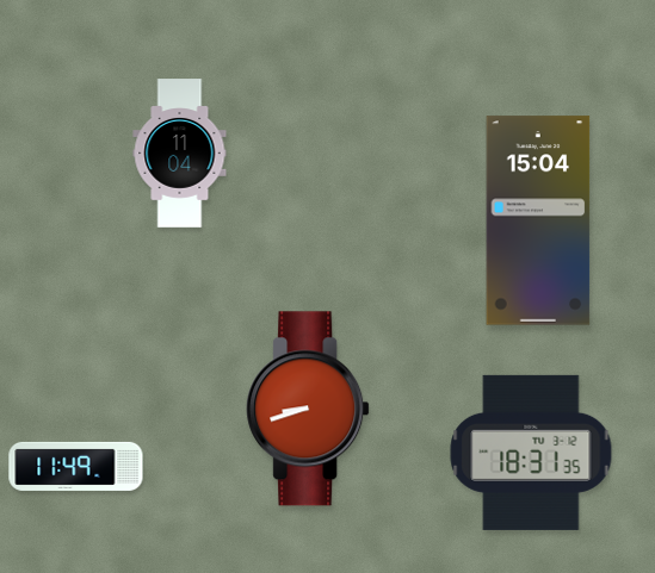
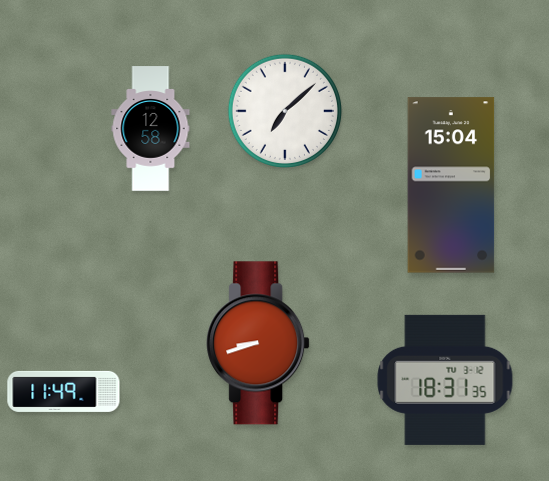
clock at (285, 111): none -> 7:08
clock at (180, 154): 11:04 -> 12:58
